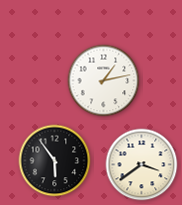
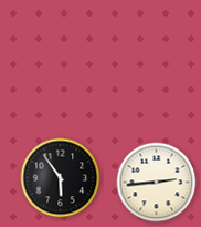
clock at (104, 81): 1:13 -> none
clock at (142, 165): 3:39 -> 2:44
